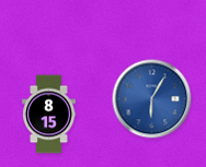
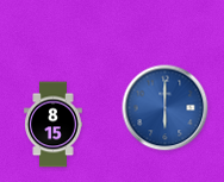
clock at (152, 99): 6:05 -> 6:00
